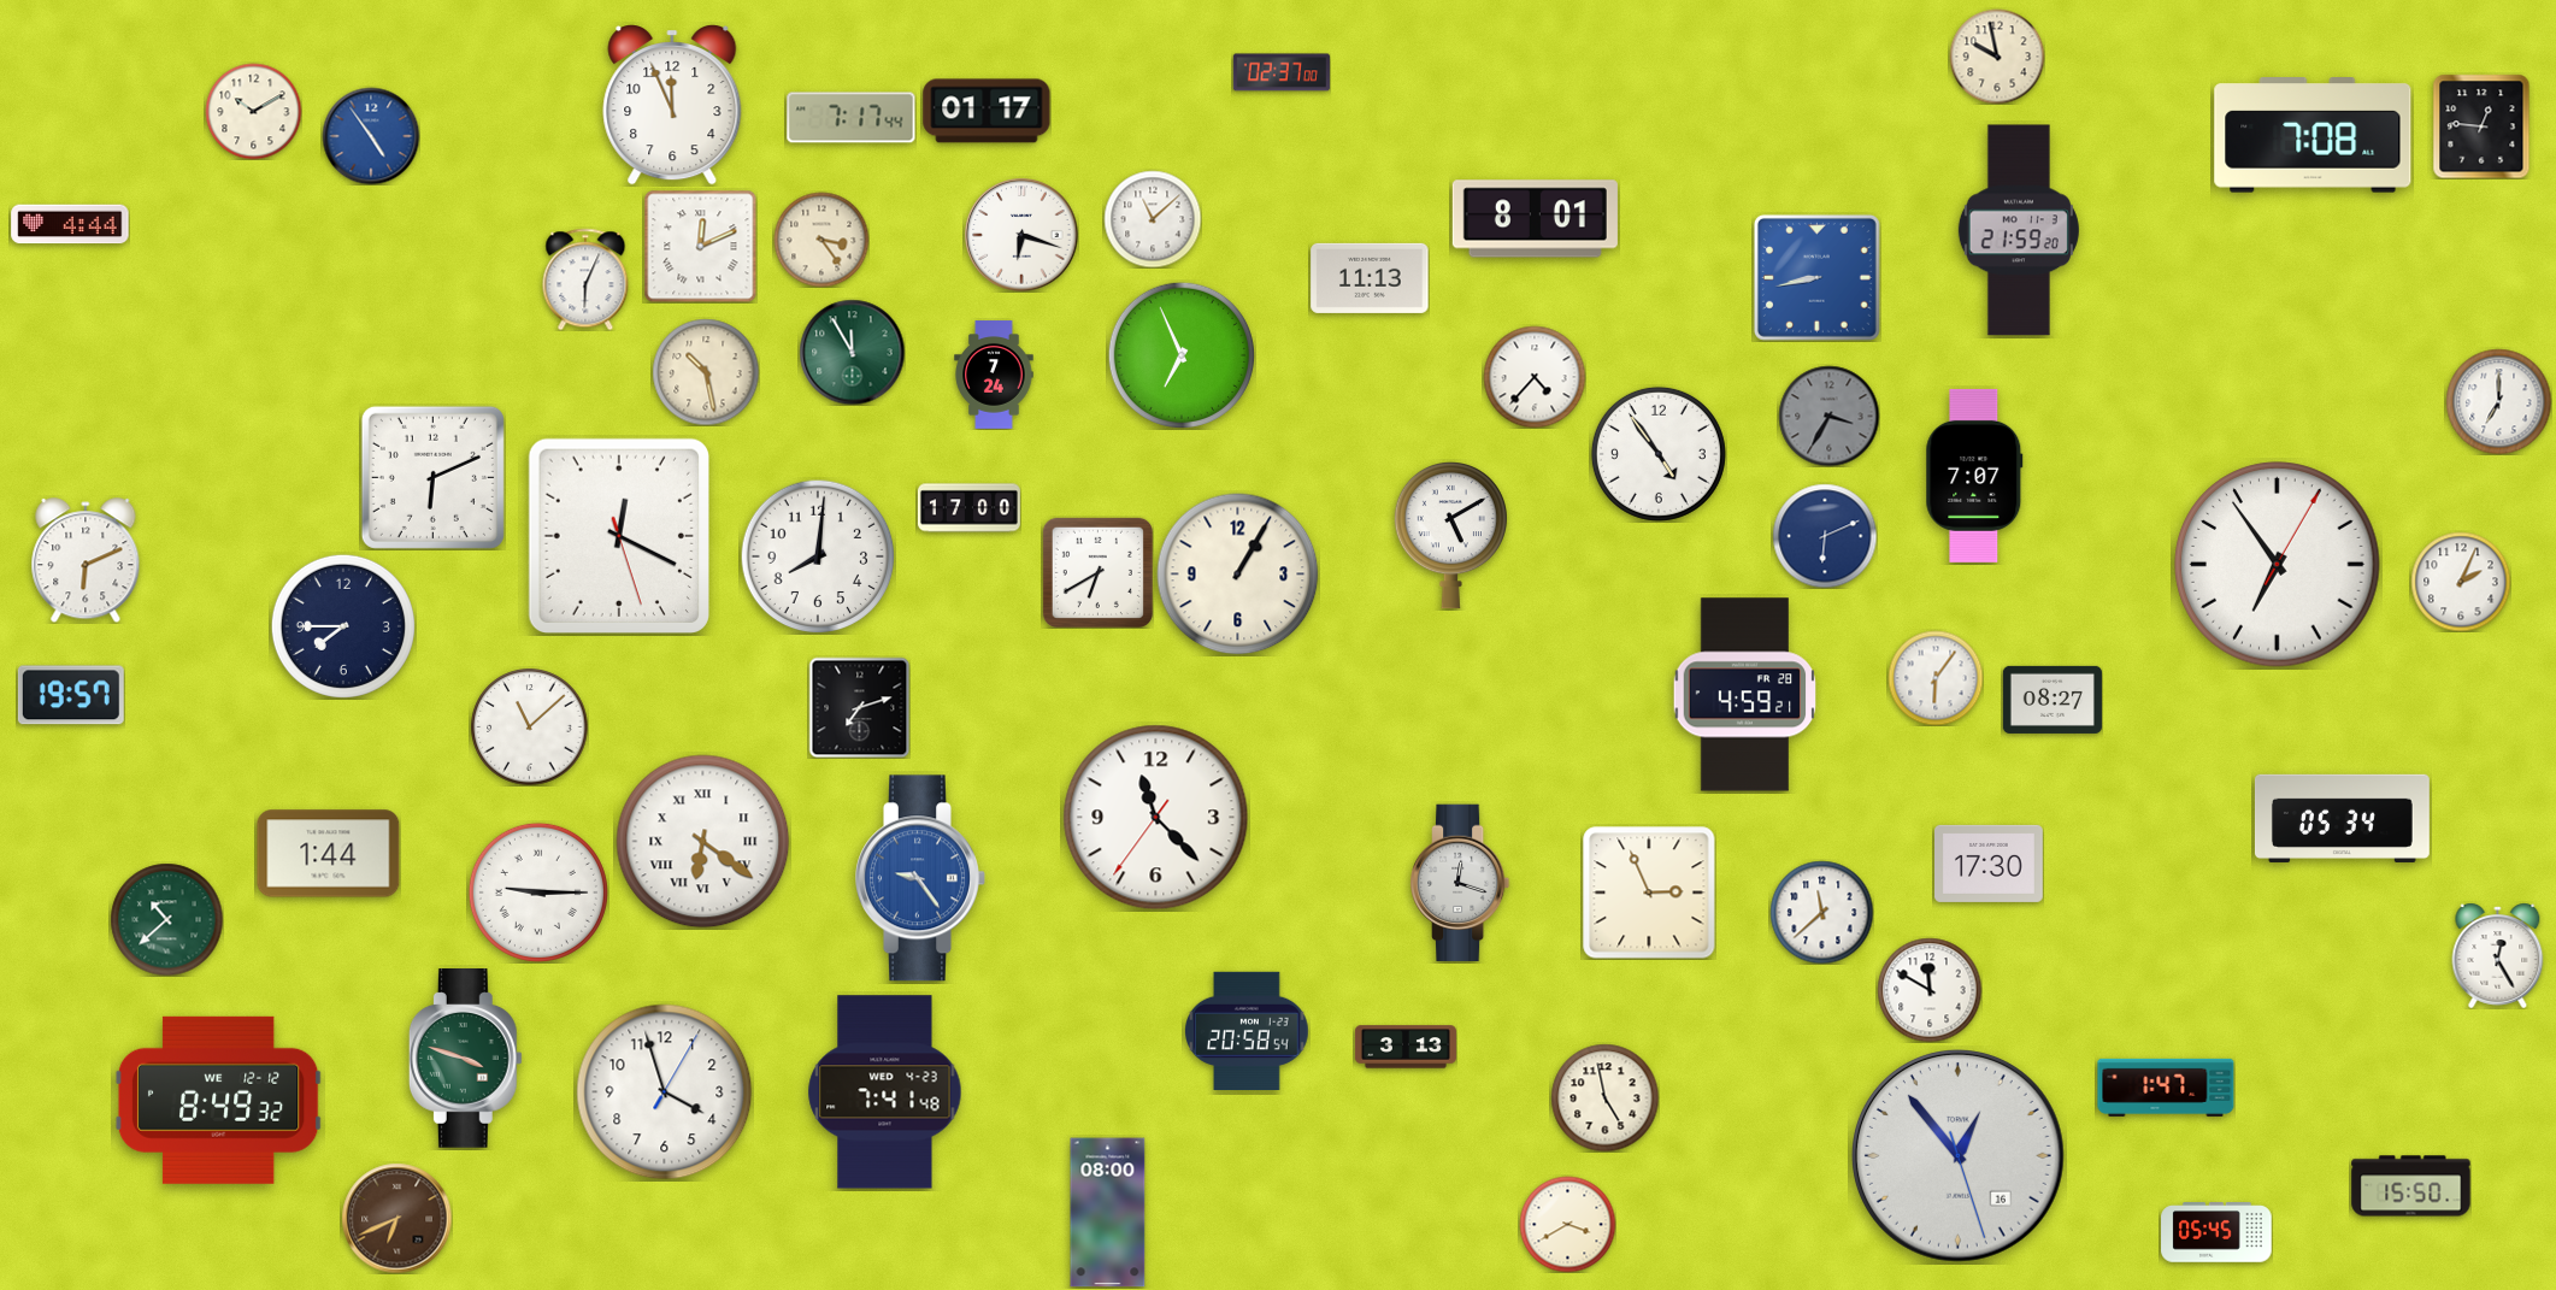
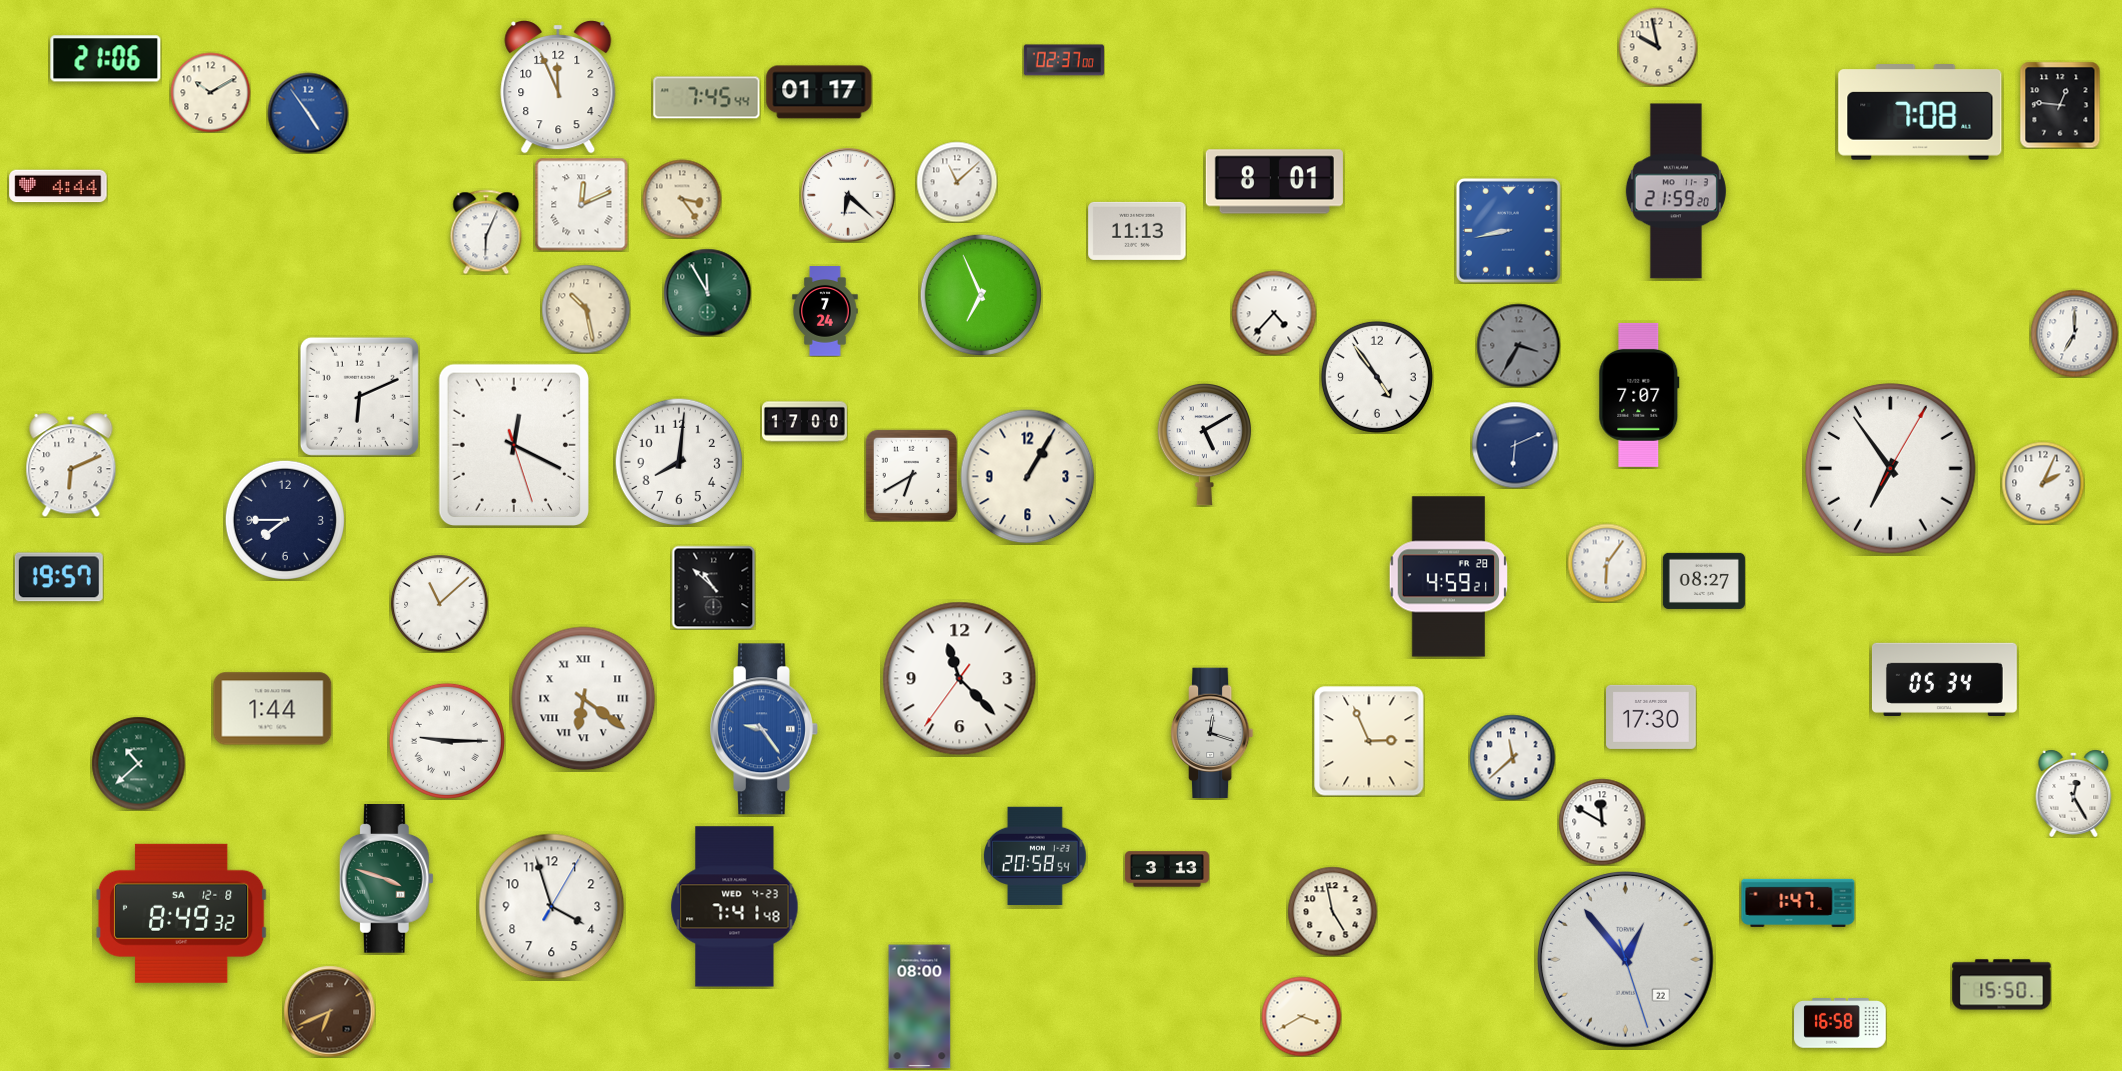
clock at (106, 59): none -> 21:06
clock at (852, 118): 7:17 -> 7:45
clock at (1021, 235): 6:18 -> 6:22
clock at (859, 707): 7:12 -> 10:52
clock at (218, 1100) date: WE 12-12 -> SA 12-8
clock at (1959, 1156) date: 16 -> 22
clock at (2216, 1232): 05:45 -> 16:58
